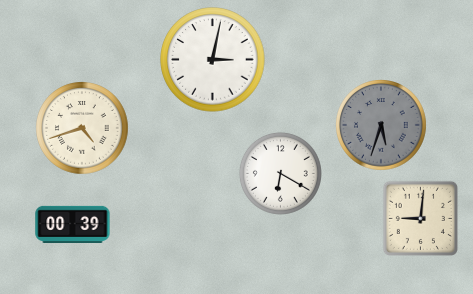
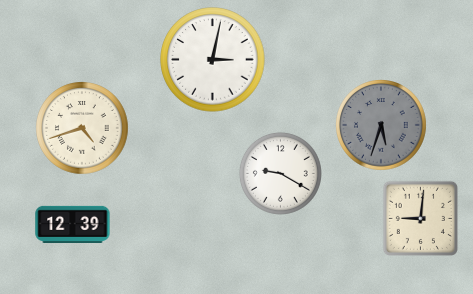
clock at (280, 173): 6:20 -> 9:20
clock at (73, 224): 00:39 -> 12:39
